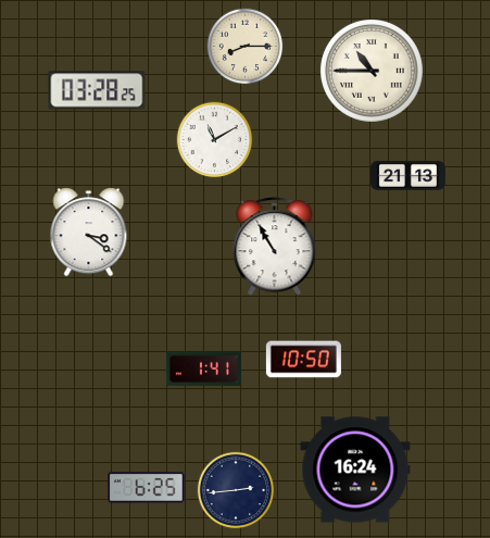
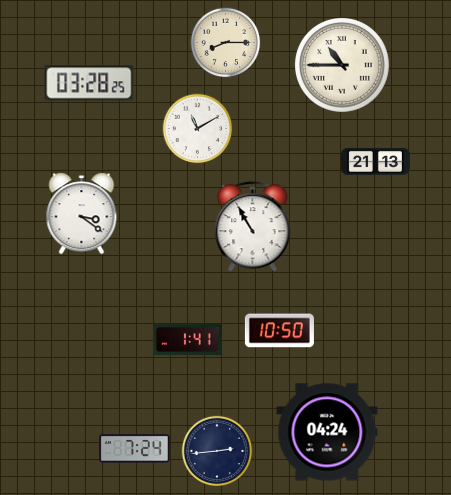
clock at (355, 470): 16:24 -> 04:24
clock at (147, 488): 6:25 -> 7:24
